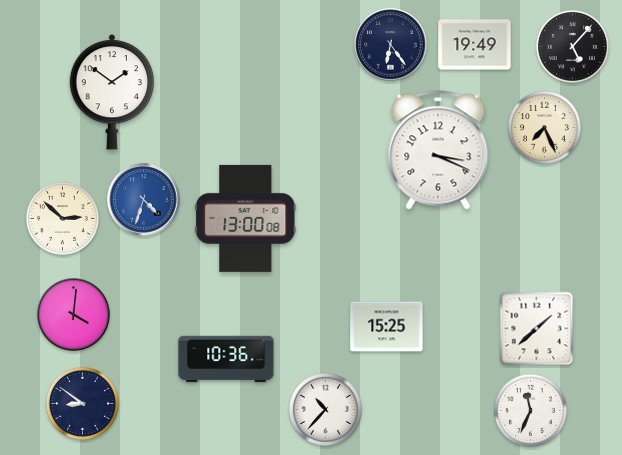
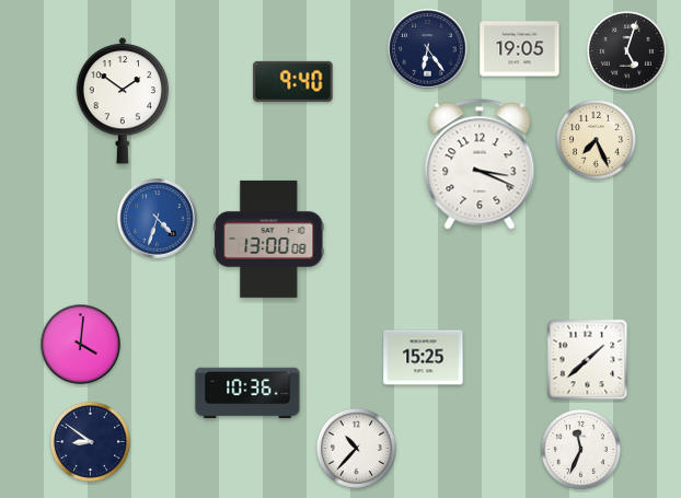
clock at (475, 45): 19:49 -> 19:05
clock at (572, 46): 5:07 -> 5:03
clock at (293, 81): none -> 9:40
clock at (62, 218): 2:52 -> none
